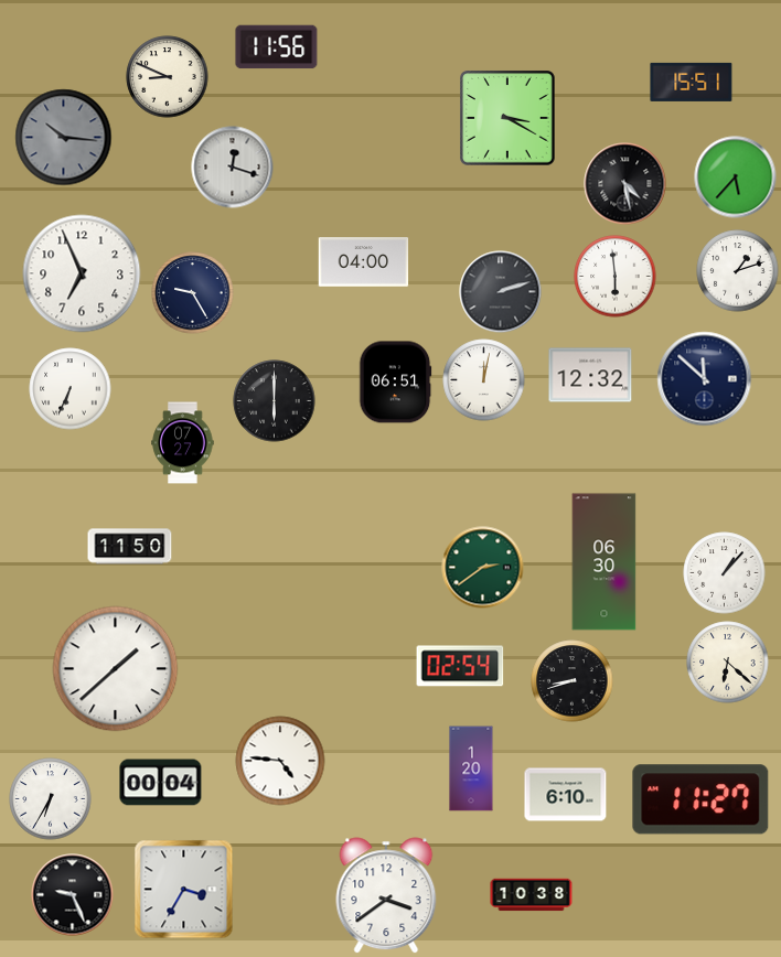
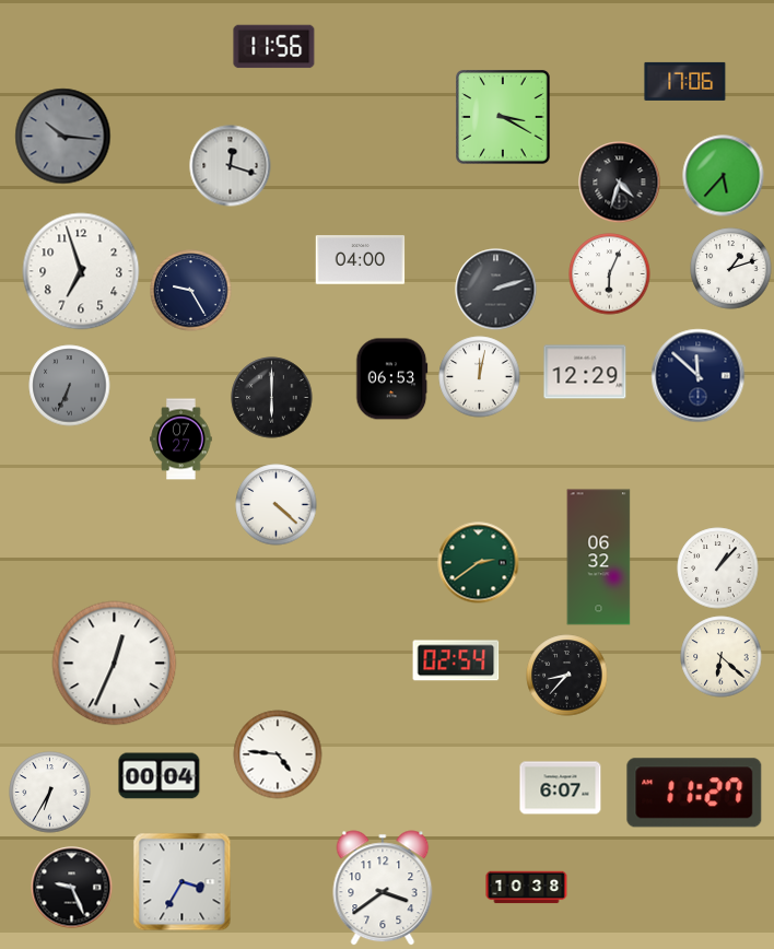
clock at (168, 77): 8:49 -> none
clock at (692, 82): 15:51 -> 17:06
clock at (736, 178) position: (736, 178) -> (724, 176)
clock at (625, 184): 4:28 -> 4:33
clock at (82, 273): 6:56 -> 6:57
clock at (616, 277): 5:59 -> 6:04
clock at (590, 375): 12:32 -> 12:29
clock at (396, 383): 06:51 -> 06:53
clock at (71, 389) dial: white -> grey
clock at (277, 505): none -> 4:22
clock at (130, 547): 11:50 -> none
clock at (605, 562): 06:30 -> 06:32
clock at (116, 669): 1:38 -> 12:34
clock at (573, 681): 8:42 -> 8:37
clock at (471, 768): 1:20 -> none
clock at (566, 795): 6:10 -> 6:07
